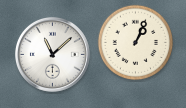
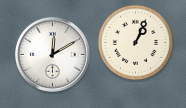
clock at (52, 54): 11:08 -> 12:10
